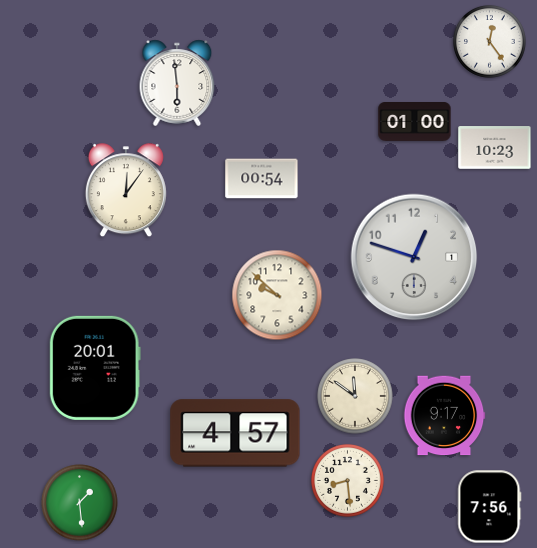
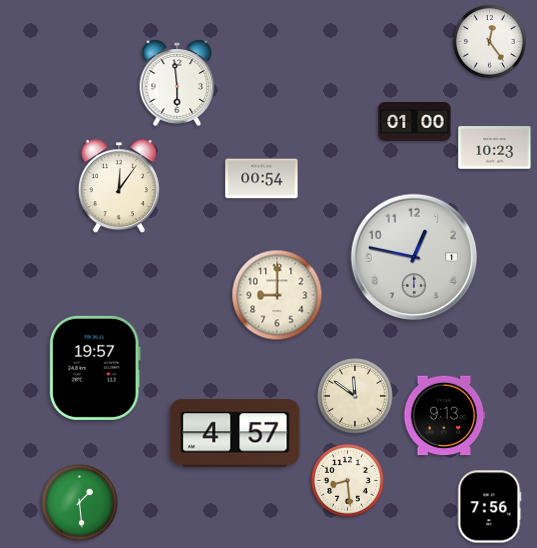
clock at (126, 191) position: (126, 191) -> (119, 187)
clock at (414, 257): 12:48 -> 12:47
clock at (277, 295): 9:52 -> 9:00
clock at (95, 368): 20:01 -> 19:57
clock at (444, 416): 9:17 -> 9:13
